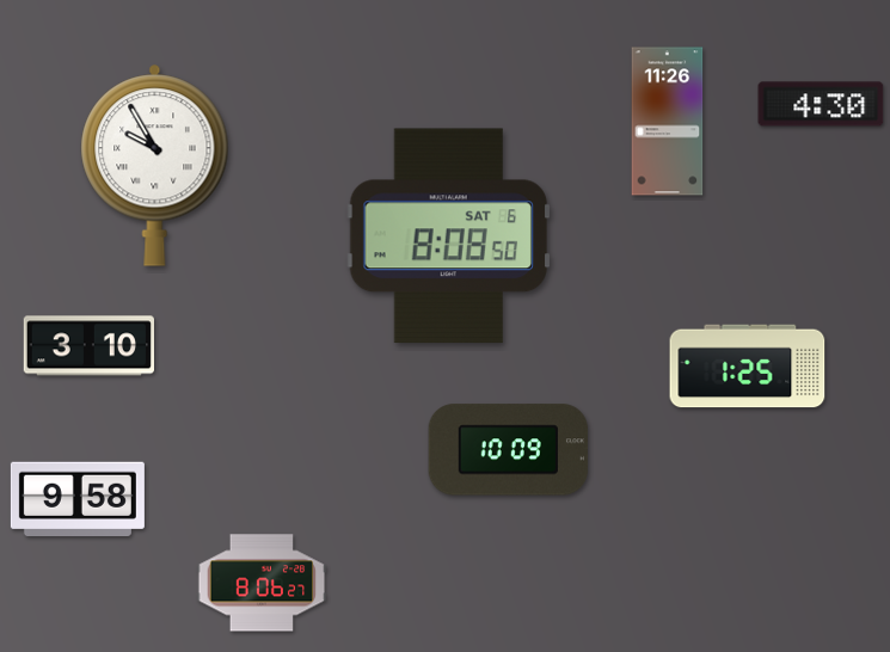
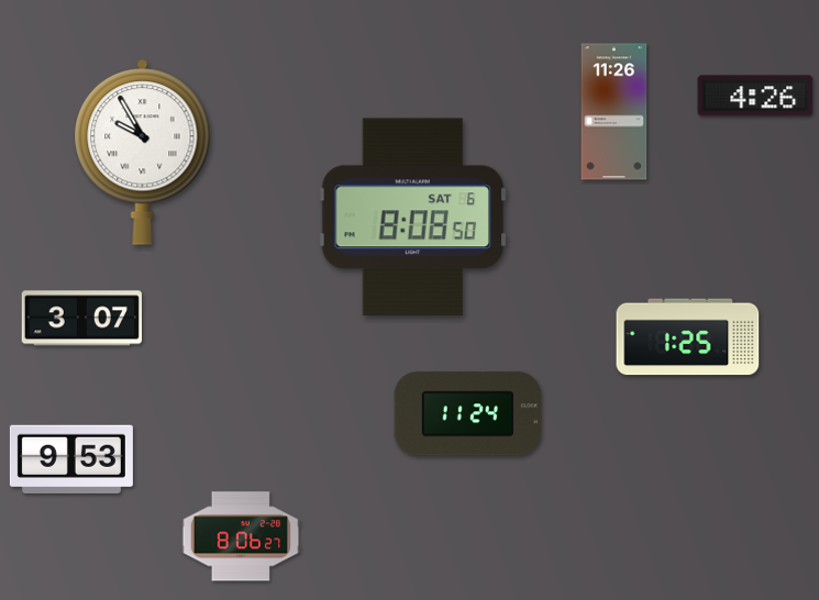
clock at (821, 104): 4:30 -> 4:26
clock at (88, 346): 3:10 -> 3:07
clock at (508, 450): 10:09 -> 11:24
clock at (78, 499): 9:58 -> 9:53
